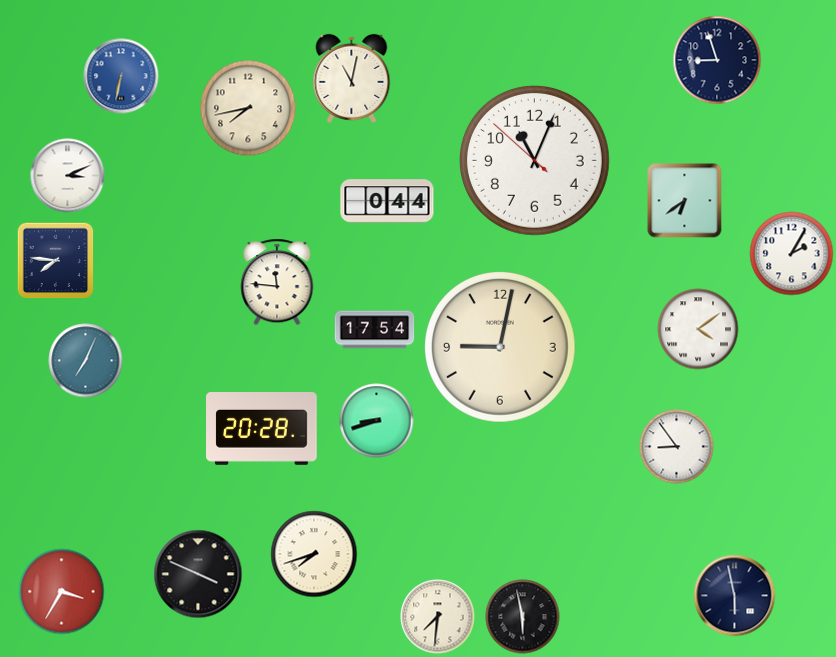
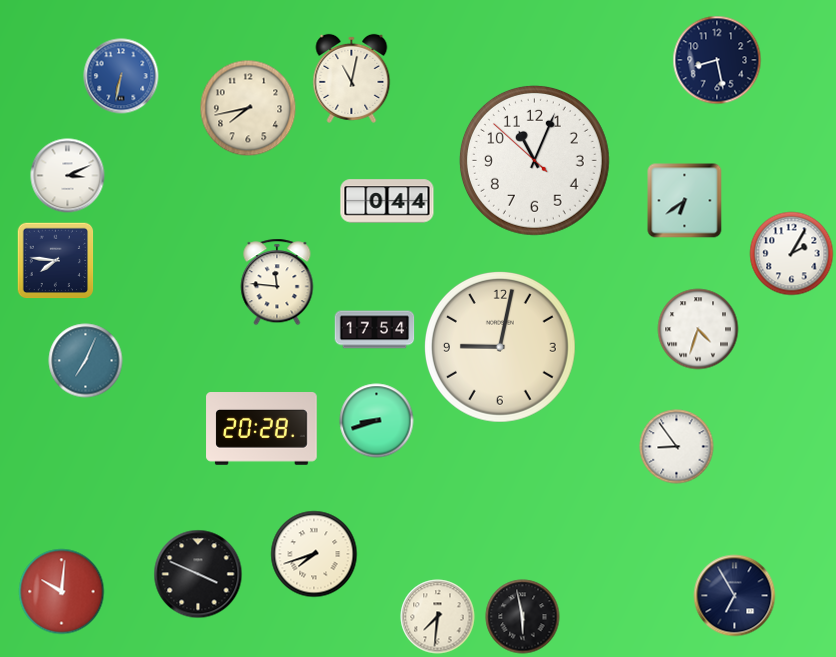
clock at (717, 60): 8:57 -> 8:28
clock at (698, 329): 4:09 -> 4:33
clock at (62, 592): 3:35 -> 10:01
clock at (735, 596): 5:58 -> 6:55
